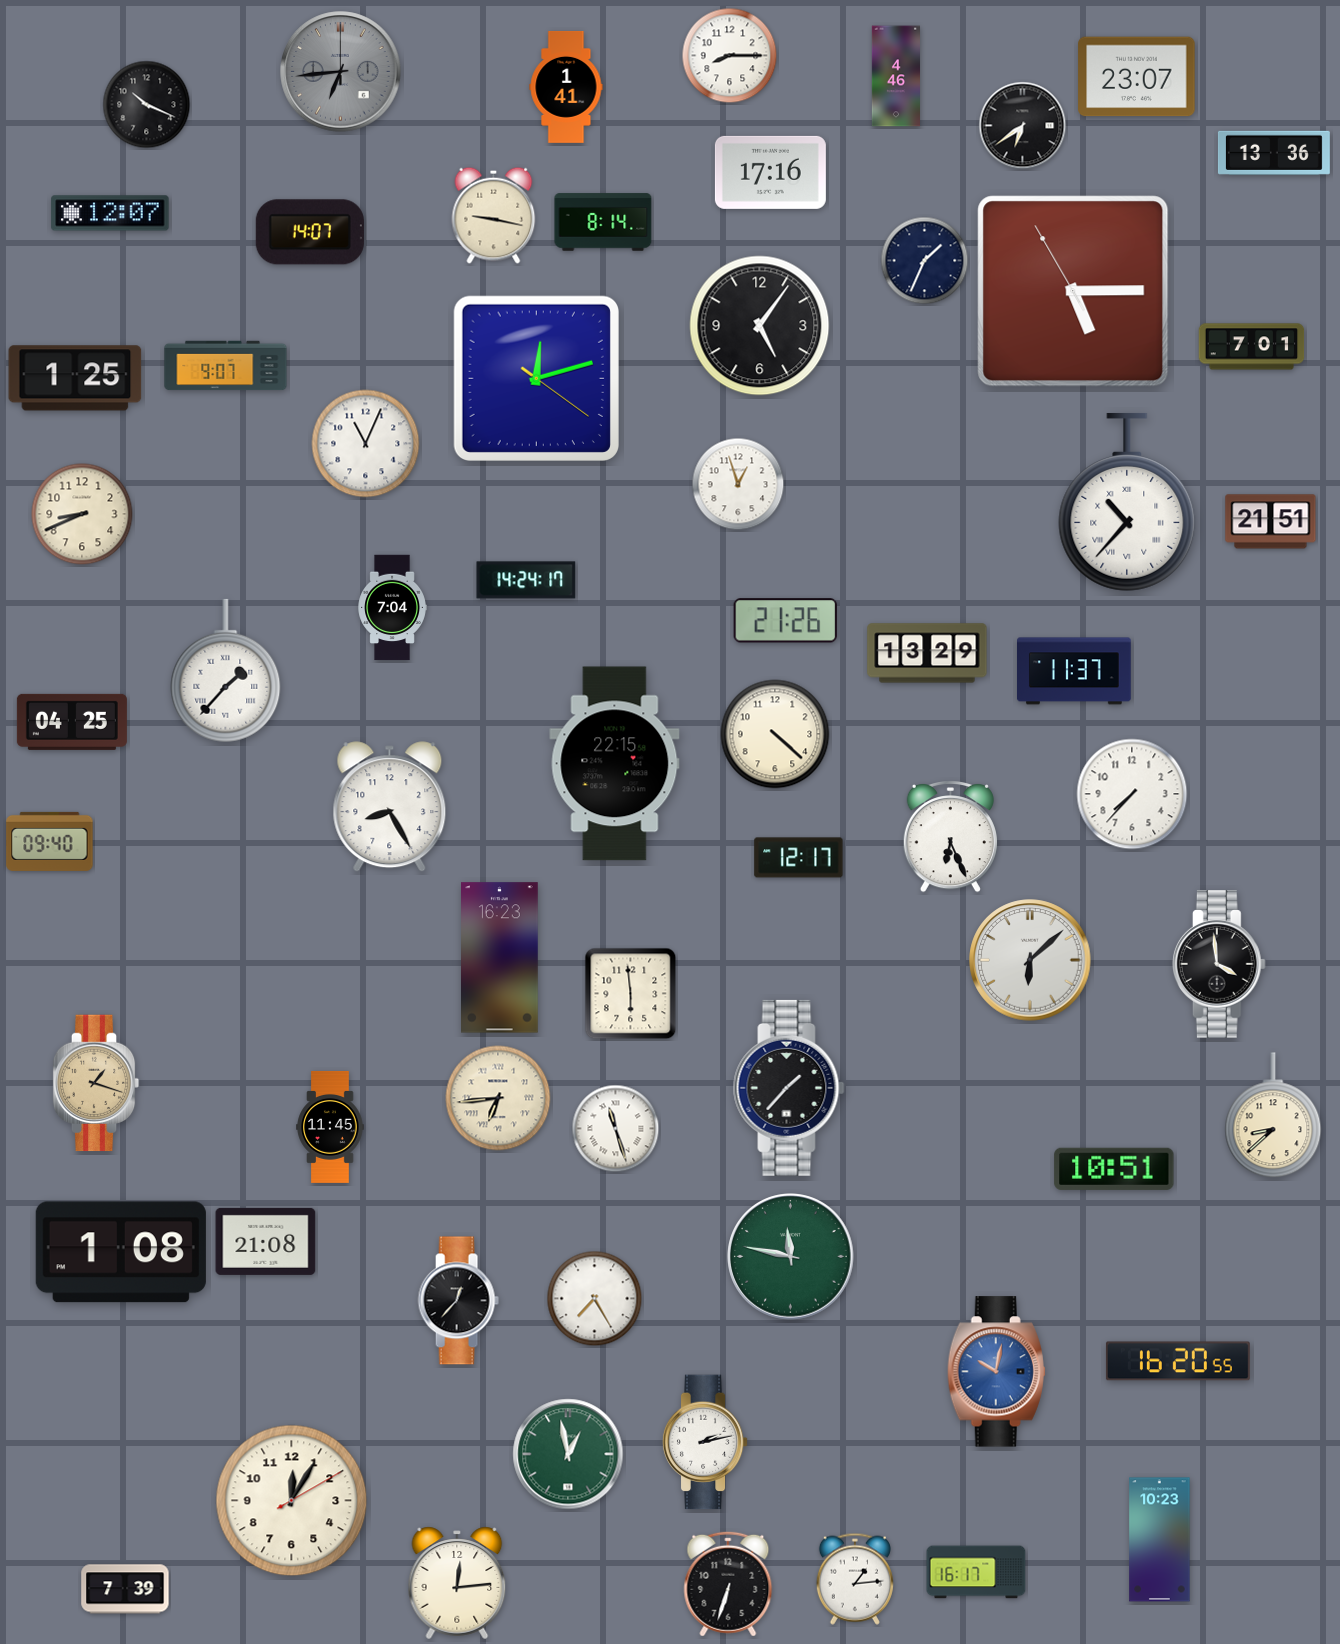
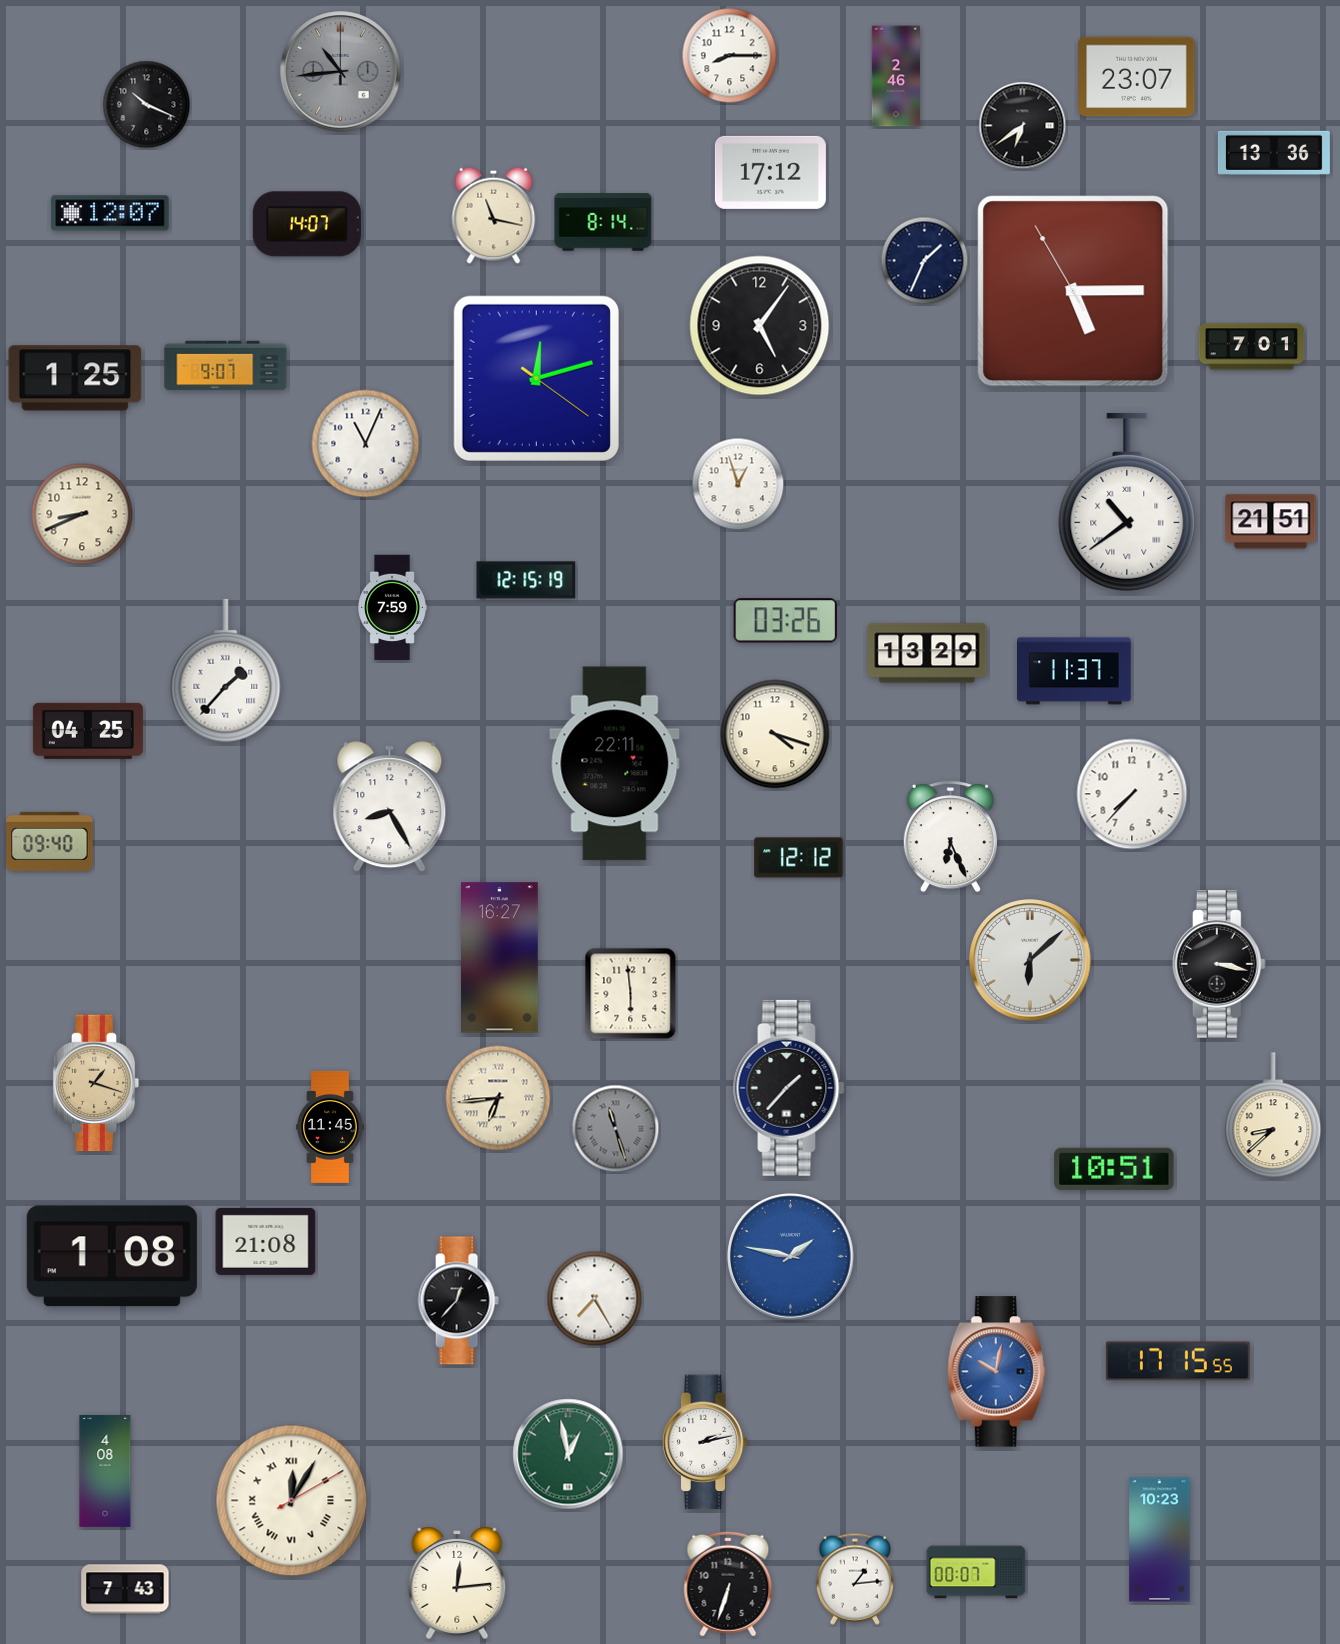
clock at (341, 72): 6:44 -> 10:44
clock at (895, 76): 4:46 -> 2:46
clock at (566, 87): 1:41 -> none
clock at (770, 172): 17:16 -> 17:12
clock at (494, 215): 9:17 -> 11:17
clock at (310, 232) position: (310, 232) -> (307, 224)
clock at (1127, 502): 10:37 -> 10:39
clock at (526, 580): 14:24 -> 12:15
clock at (392, 608): 7:04 -> 7:59
clock at (786, 621): 21:26 -> 03:26
clock at (72, 722) position: (72, 722) -> (88, 731)
clock at (775, 734): 4:22 -> 4:18
clock at (615, 764): 22:15 -> 22:11
clock at (799, 858): 12:17 -> 12:12
clock at (500, 958): 16:23 -> 16:27
clock at (1219, 964): 3:59 -> 3:17
clock at (616, 1129) dial: white -> grey
clock at (121, 1252) position: (121, 1252) -> (112, 1256)
clock at (791, 1257): 11:47 -> 1:47
clock at (791, 1257) dial: green -> blue
clock at (1178, 1361): 16:20 -> 17:15
clock at (105, 1471): none -> 4:08
clock at (292, 1501) numerals: Arabic -> Roman
clock at (976, 1572): 16:17 -> 00:07
clock at (125, 1589): 7:39 -> 7:43
